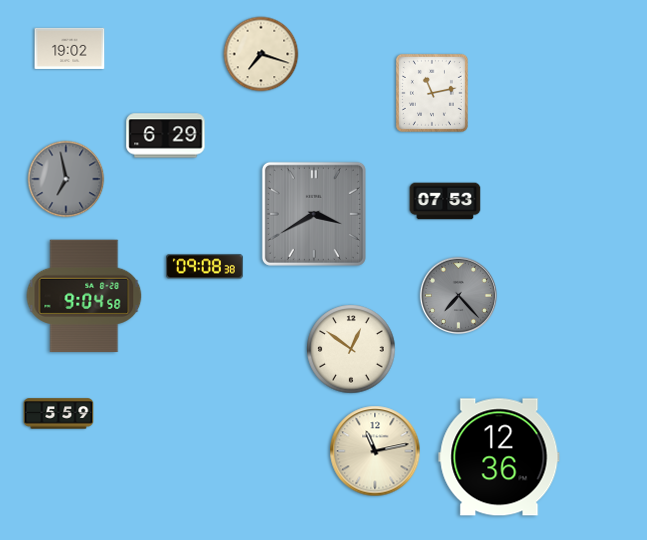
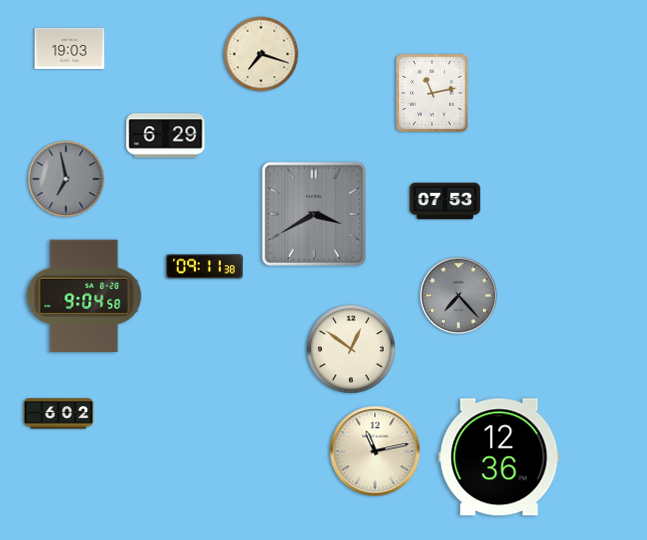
clock at (70, 48): 19:02 -> 19:03
clock at (205, 267): 09:08 -> 09:11
clock at (59, 414): 5:59 -> 6:02
